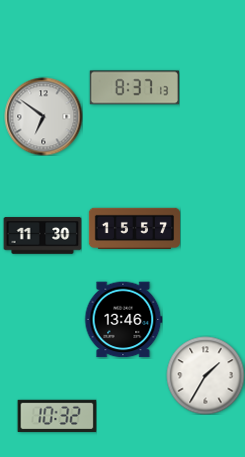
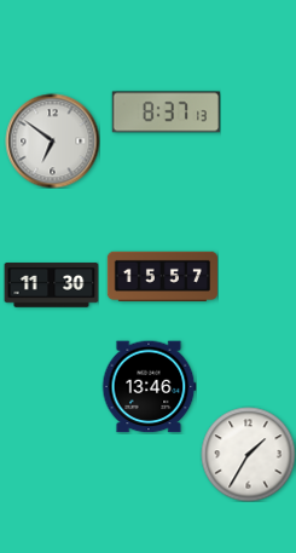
clock at (134, 88) position: (134, 88) -> (166, 113)
clock at (57, 416): 10:32 -> none
